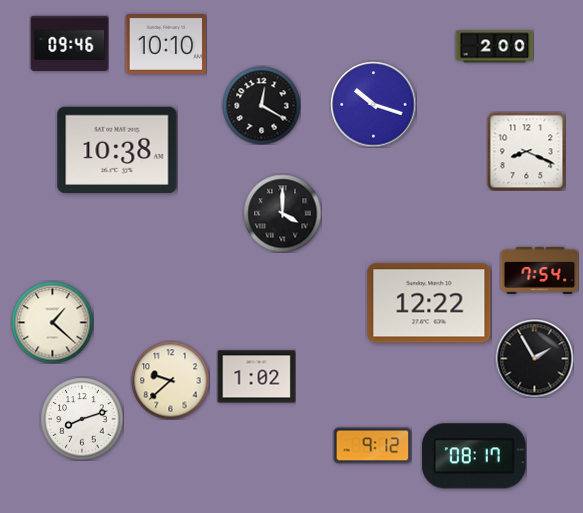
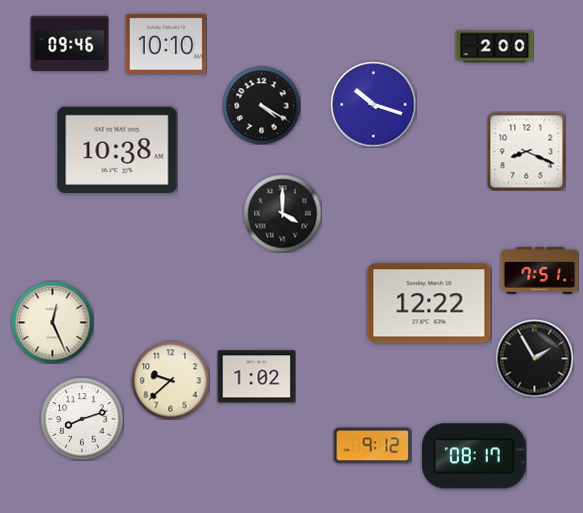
clock at (261, 105): 12:20 -> 4:20
clock at (539, 270): 7:54 -> 7:51
clock at (52, 322): 1:22 -> 12:26
